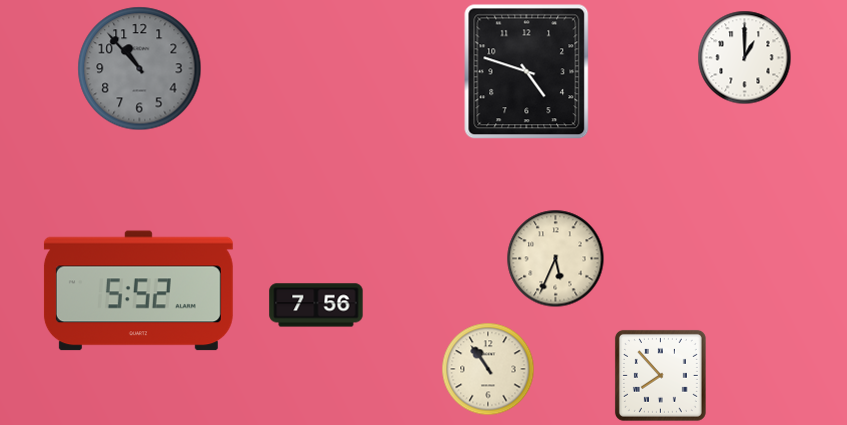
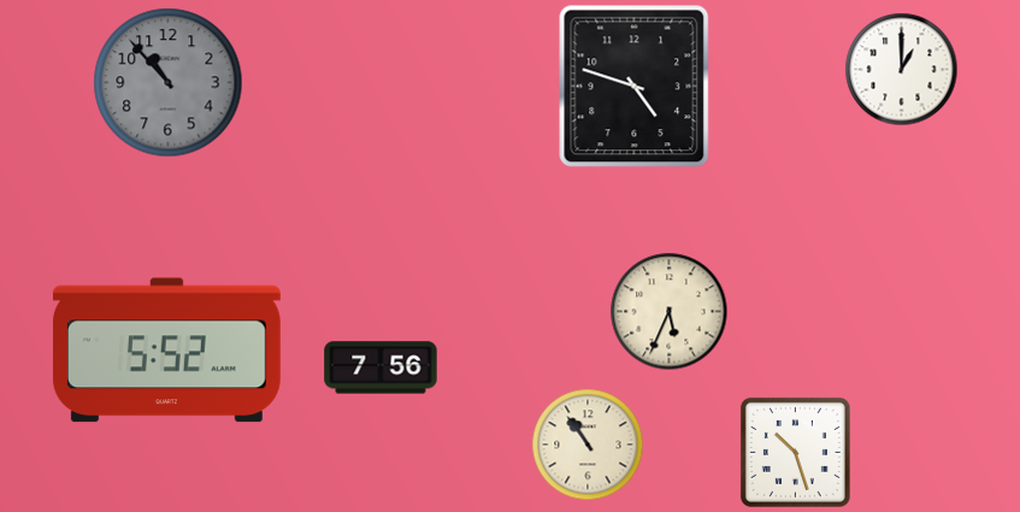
clock at (745, 58) position: (745, 58) -> (902, 70)
clock at (660, 375): 7:53 -> 10:27
